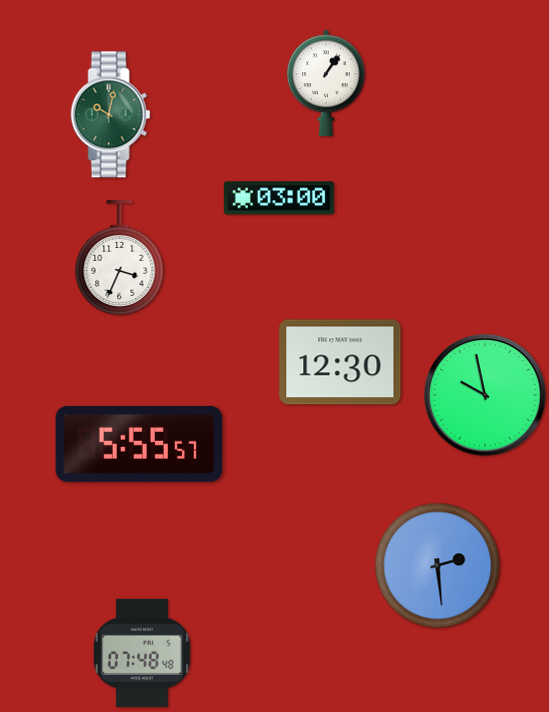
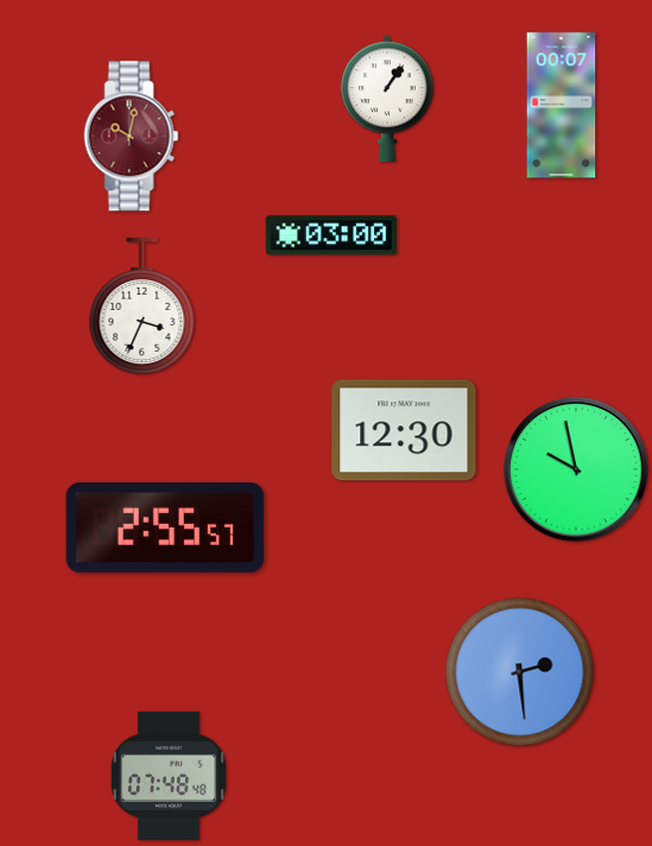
clock at (562, 106): none -> 00:07
clock at (111, 115) dial: green -> burgundy
clock at (139, 444): 5:55 -> 2:55
